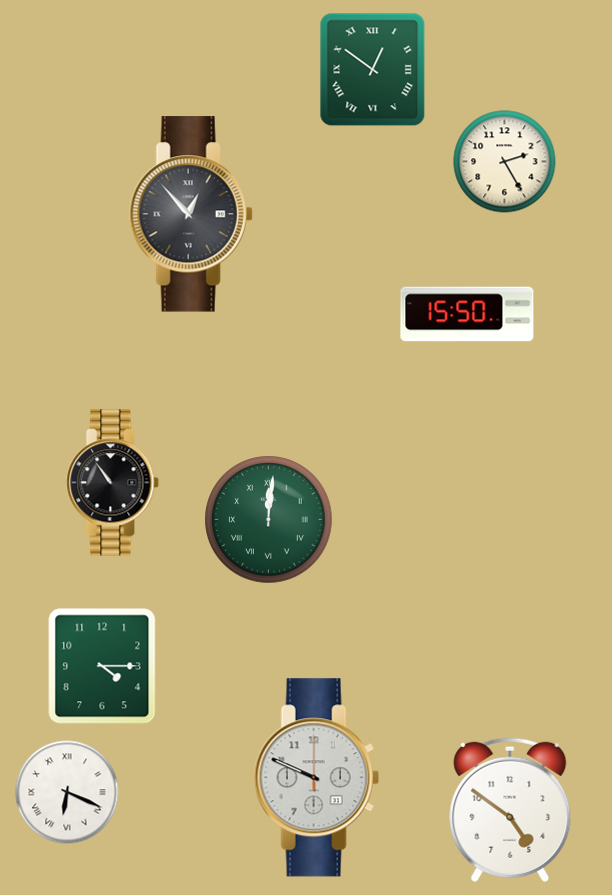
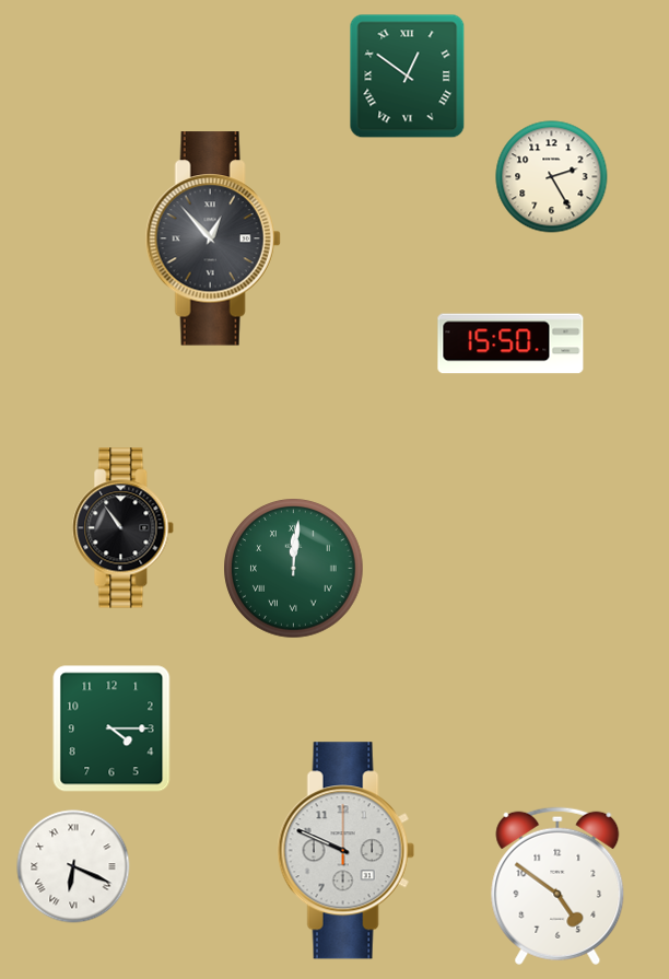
clock at (191, 214) position: (191, 214) -> (213, 238)
